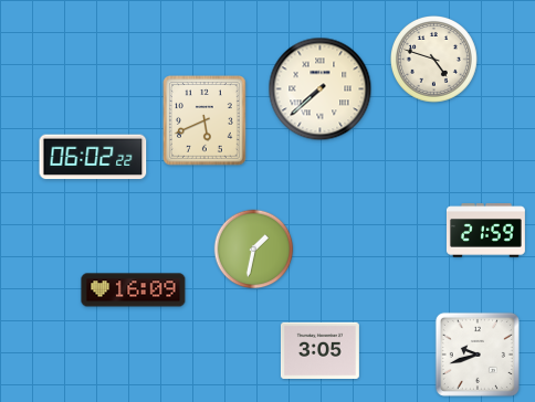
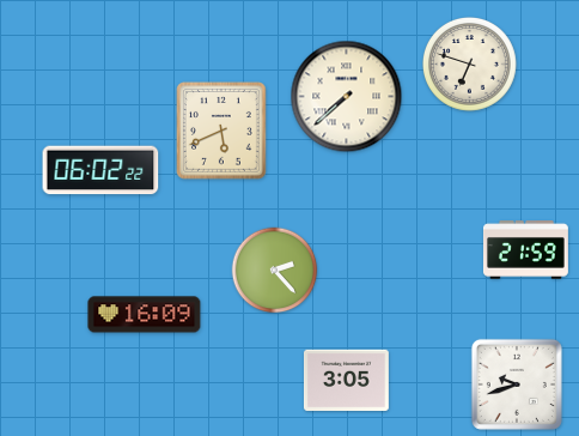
clock at (434, 60): 4:48 -> 6:48
clock at (254, 250): 1:32 -> 2:23
